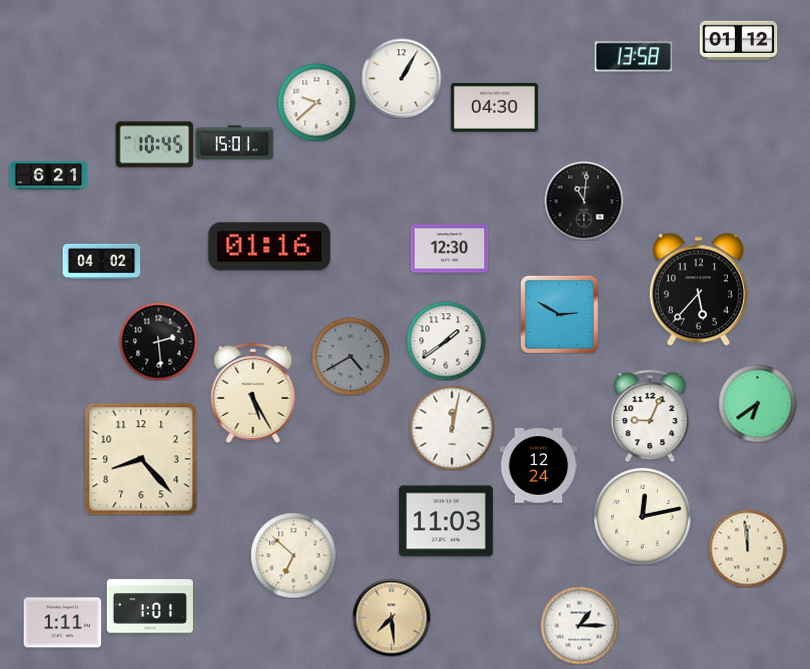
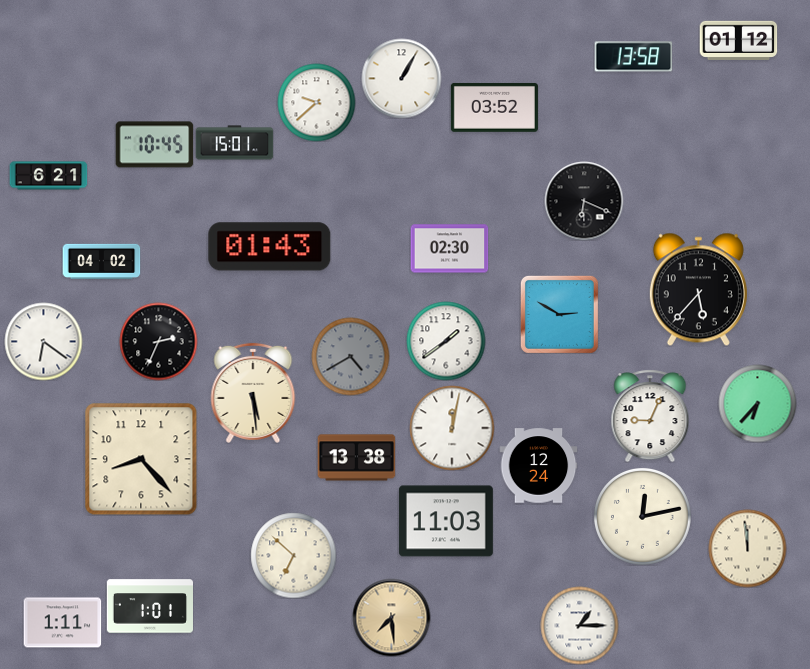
clock at (494, 107): 04:30 -> 03:52
clock at (584, 201): 11:01 -> 6:19
clock at (270, 247): 01:16 -> 01:43
clock at (449, 249): 12:30 -> 02:30
clock at (43, 341): none -> 6:21
clock at (158, 341): 2:29 -> 2:34
clock at (253, 393): 5:25 -> 5:29
clock at (757, 403): 6:39 -> 6:37
clock at (356, 458): none -> 13:38
